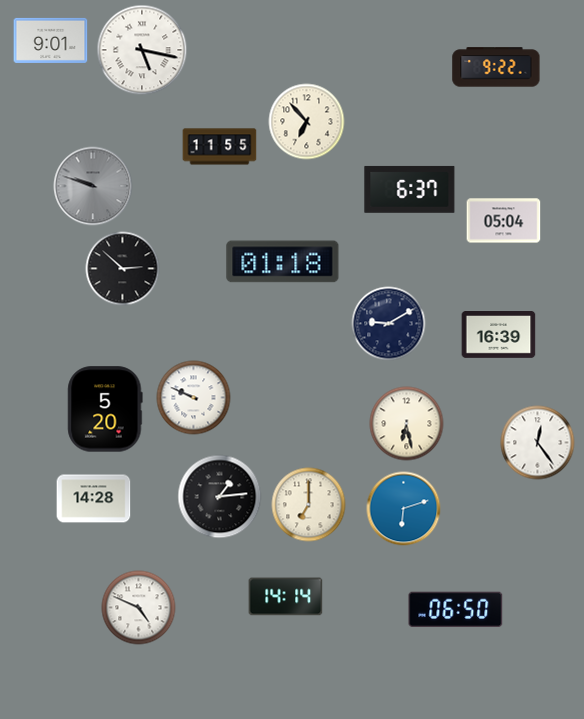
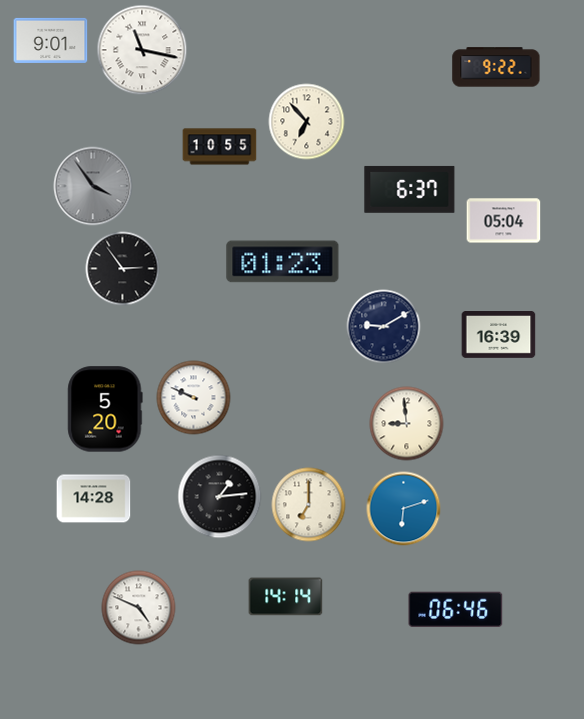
clock at (142, 50): 5:17 -> 11:17
clock at (220, 147): 11:55 -> 10:55
clock at (93, 186): 9:48 -> 3:54
clock at (283, 262): 01:18 -> 01:23
clock at (123, 269): 2:52 -> 2:54
clock at (389, 324) position: (389, 324) -> (384, 327)
clock at (407, 424): 6:28 -> 8:59
clock at (538, 443): 12:24 -> none
clock at (456, 609): 06:50 -> 06:46
